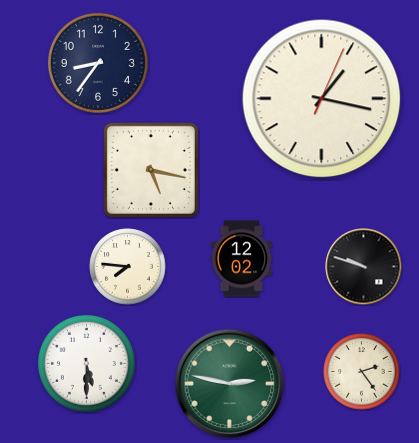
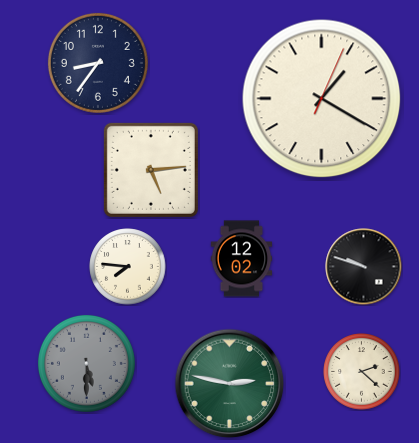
clock at (322, 99): 1:17 -> 1:20
clock at (151, 170): 5:17 -> 5:14
clock at (86, 363) dial: white -> grey
clock at (362, 372): 2:24 -> 2:22
